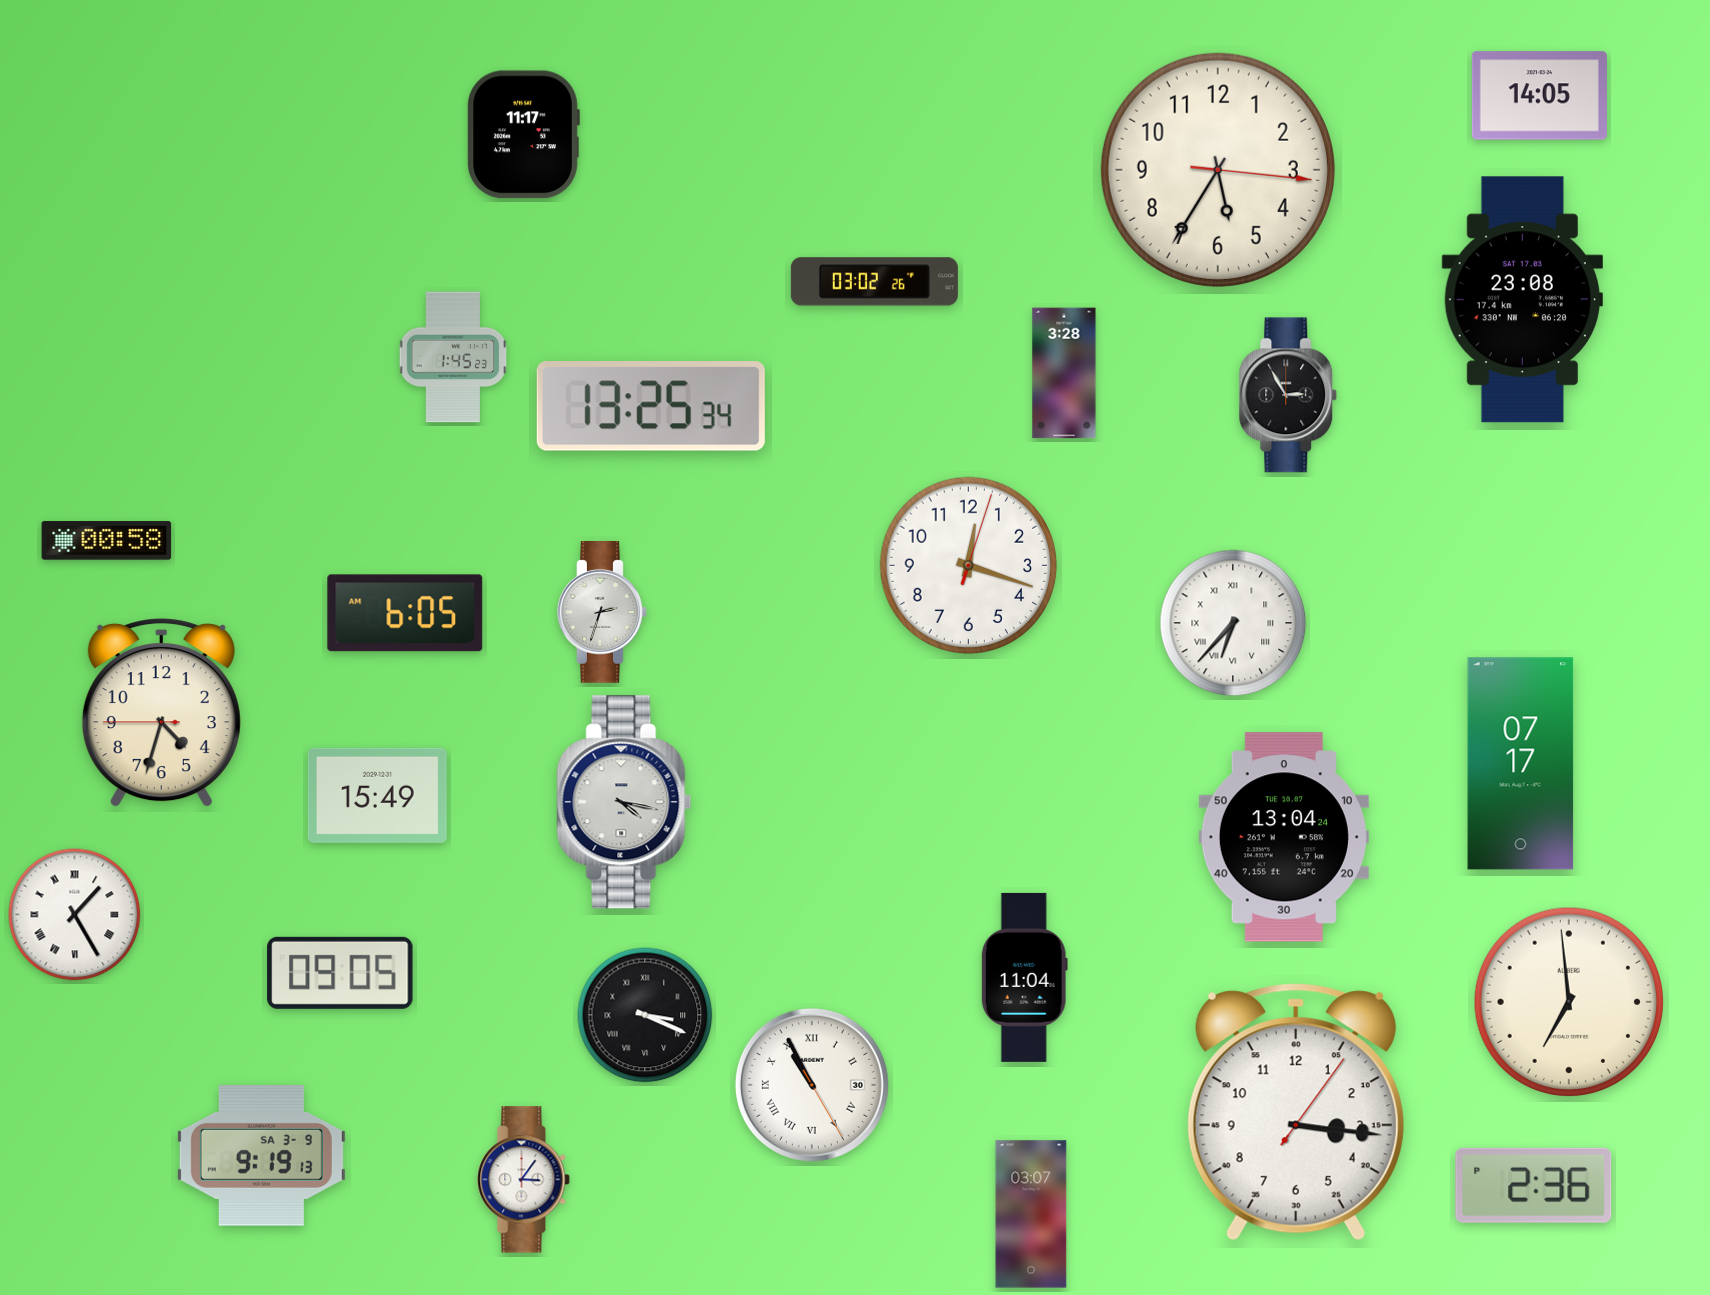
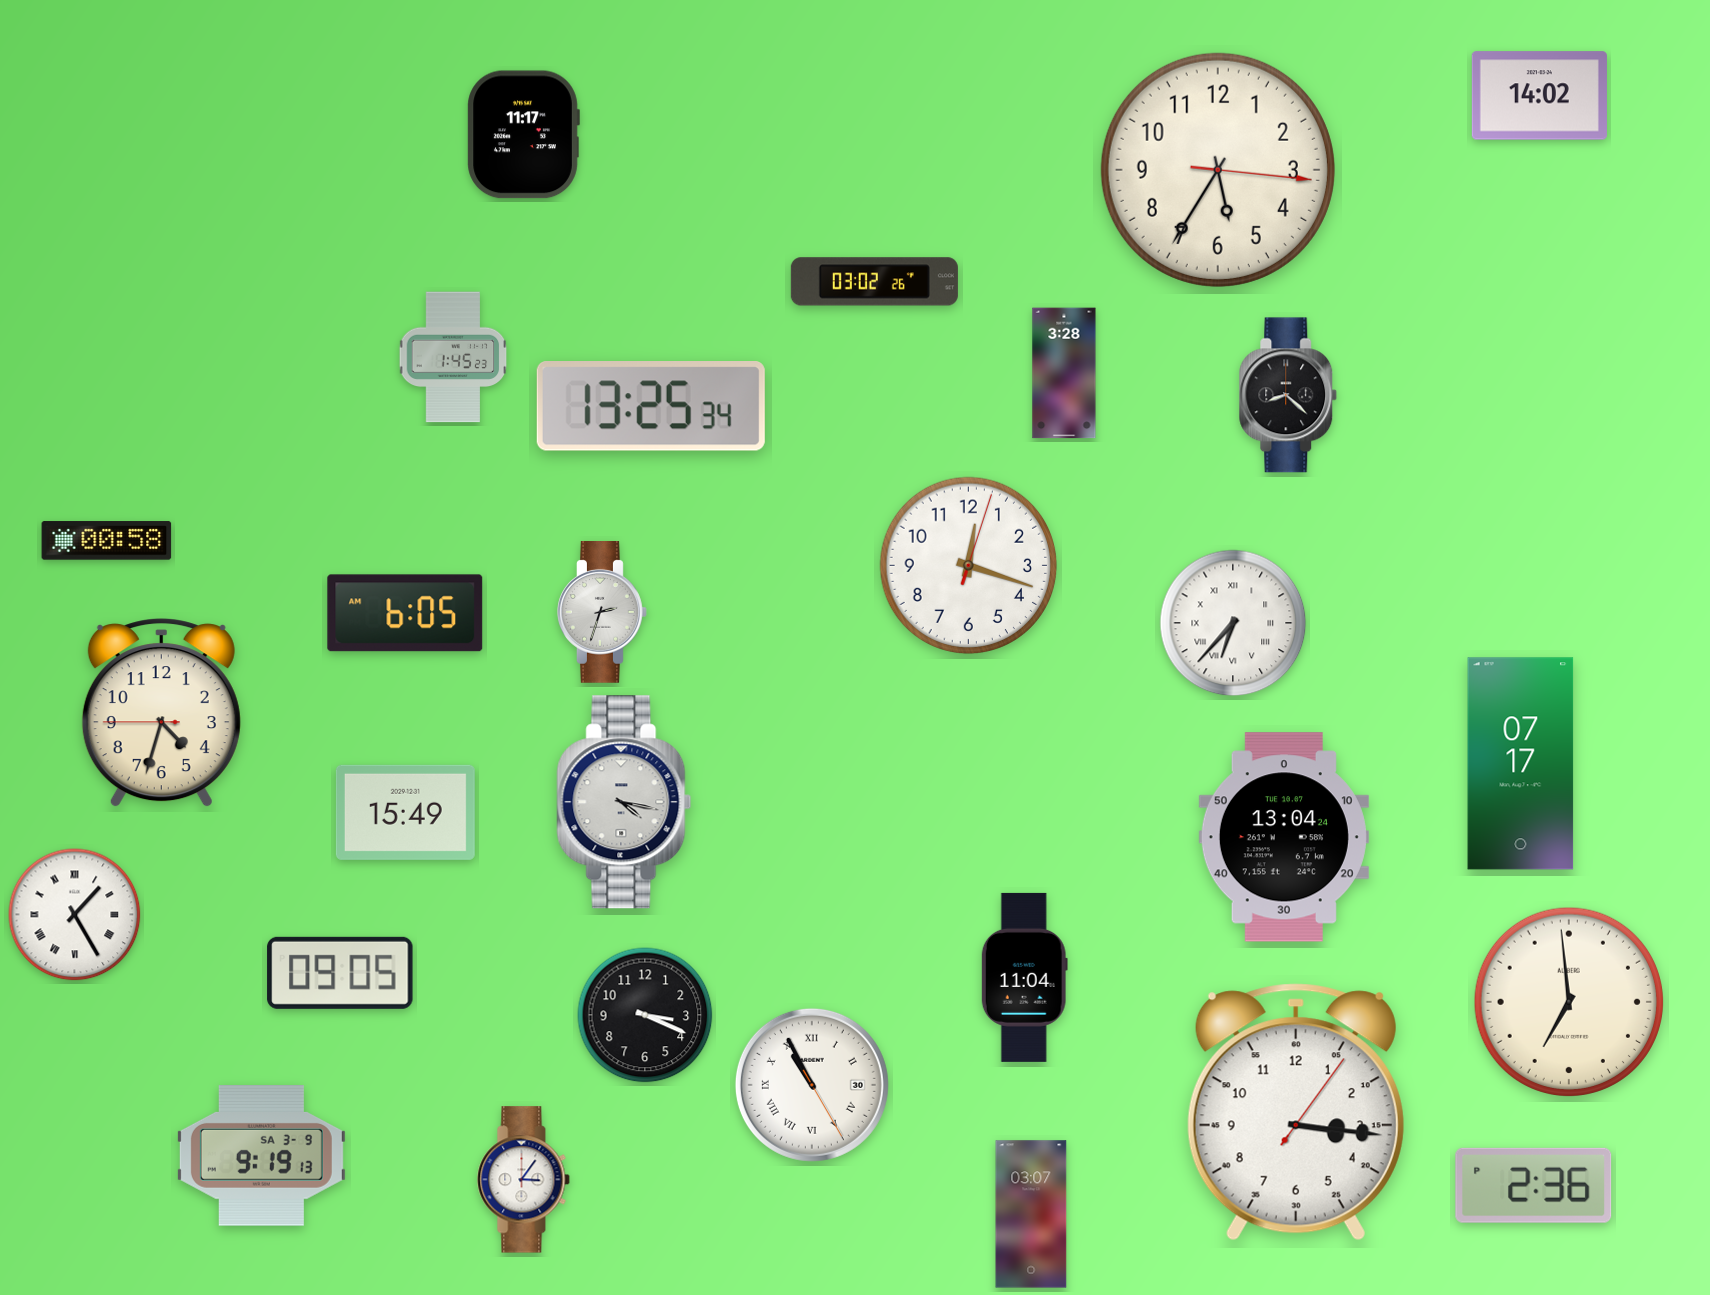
clock at (1539, 96): 14:05 -> 14:02
clock at (1522, 300): 23:08 -> none
clock at (1288, 395): 2:55 -> 8:22
clock at (377, 795) position: (377, 795) -> (405, 812)
clock at (645, 1015) numerals: Roman -> Arabic
